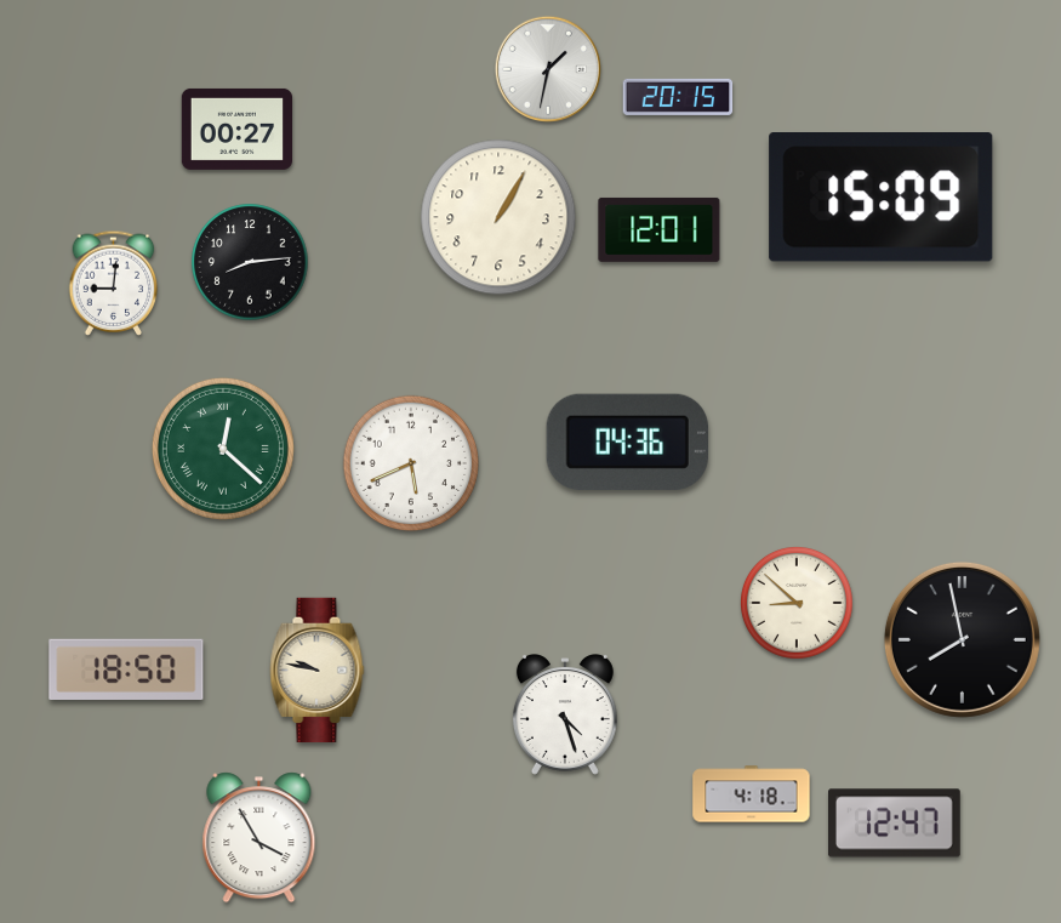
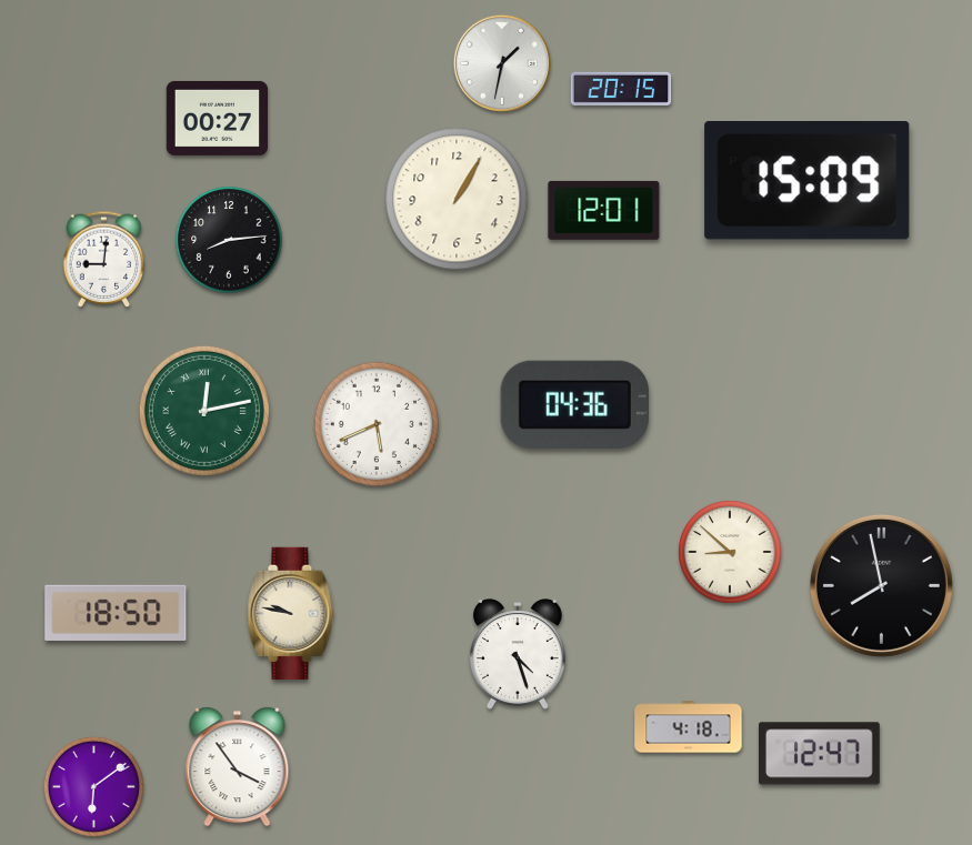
clock at (223, 449): 12:22 -> 12:13
clock at (259, 838): 3:55 -> 3:54
clock at (93, 786): none -> 6:09
